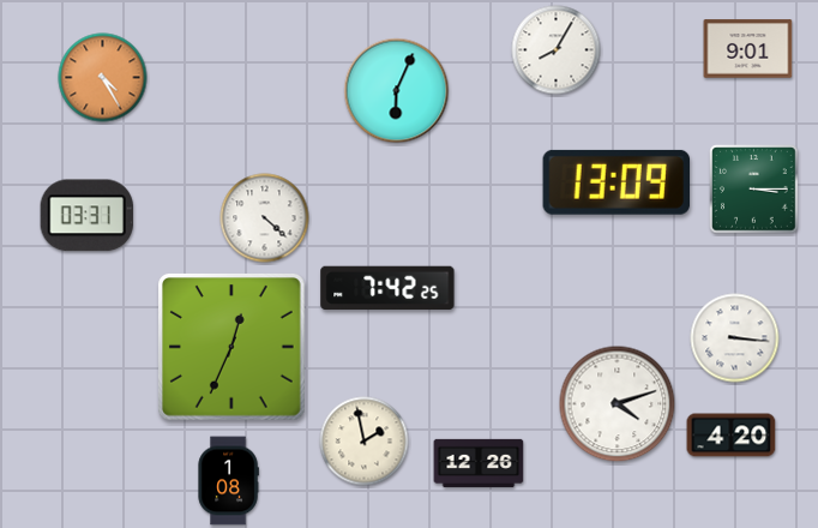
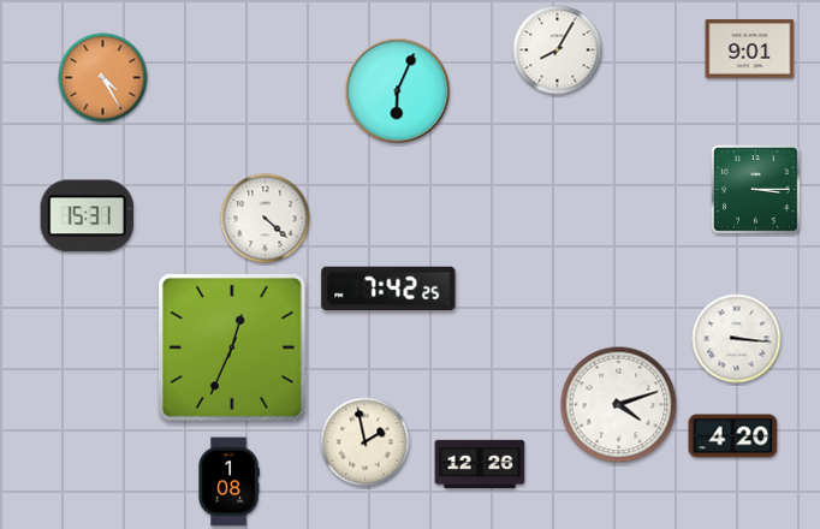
clock at (615, 182): 13:09 -> none
clock at (86, 216): 03:31 -> 15:31
